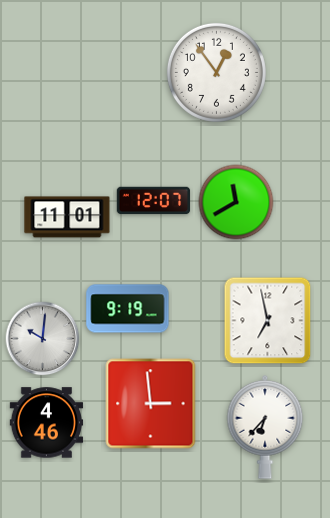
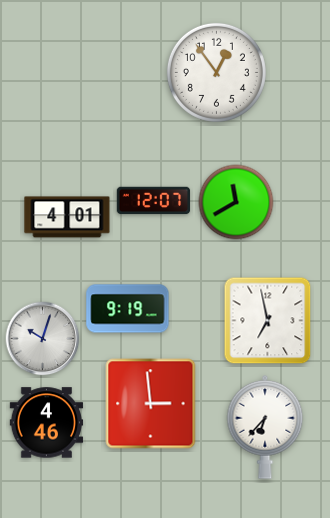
clock at (67, 217): 11:01 -> 4:01
clock at (43, 339): 10:01 -> 10:03
